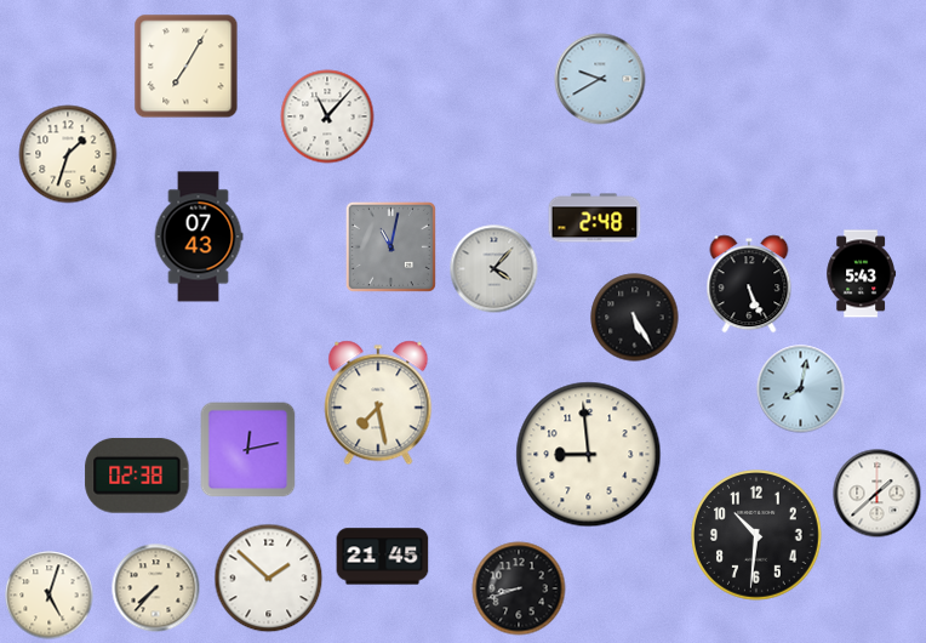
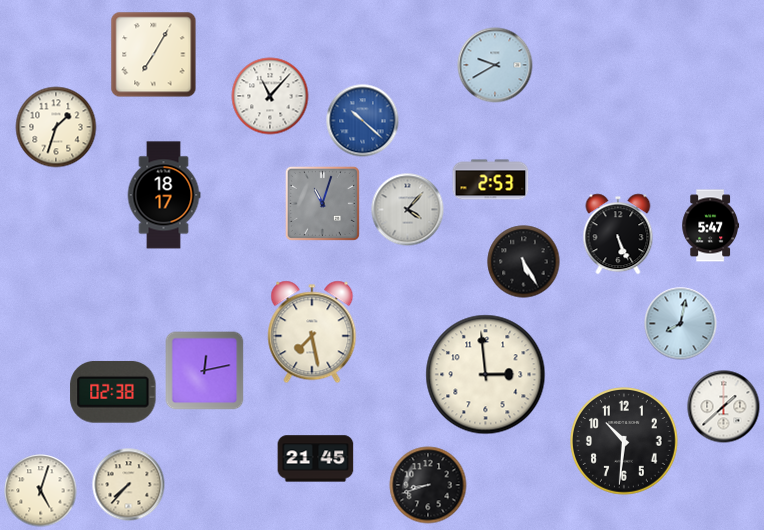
clock at (363, 121): none -> 10:22
clock at (595, 218): 2:48 -> 2:53
clock at (199, 237): 07:43 -> 18:17
clock at (390, 246): 11:02 -> 11:03
clock at (495, 269) position: (495, 269) -> (408, 210)
clock at (862, 274): 5:43 -> 5:47
clock at (801, 389) position: (801, 389) -> (681, 324)
clock at (589, 455): 8:59 -> 2:59
clock at (269, 579): 1:52 -> none
